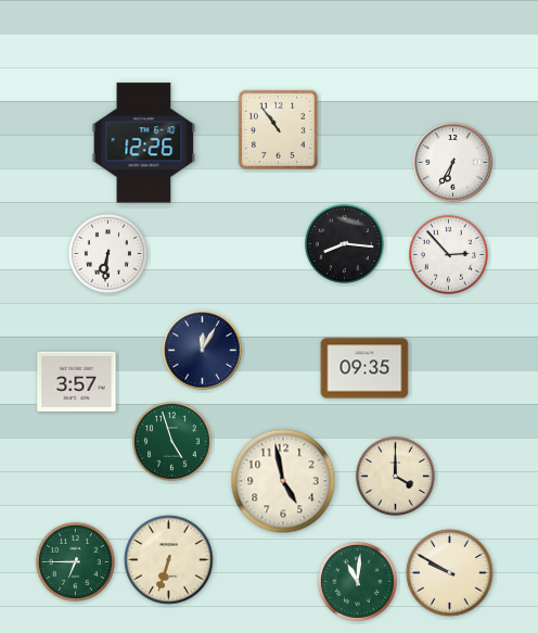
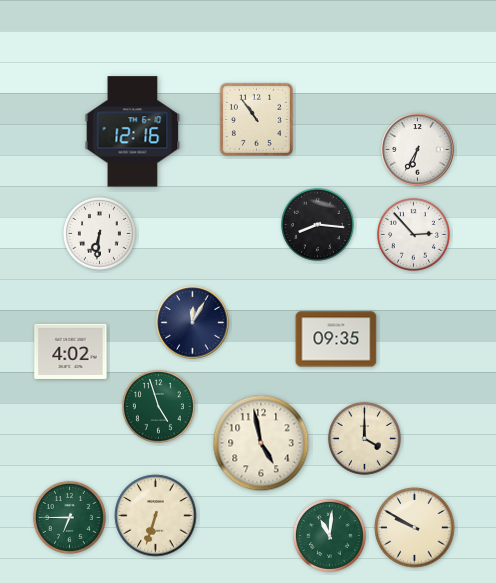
clock at (144, 143): 12:26 -> 12:16
clock at (203, 351) position: (203, 351) -> (193, 323)
clock at (77, 381): 3:57 -> 4:02
